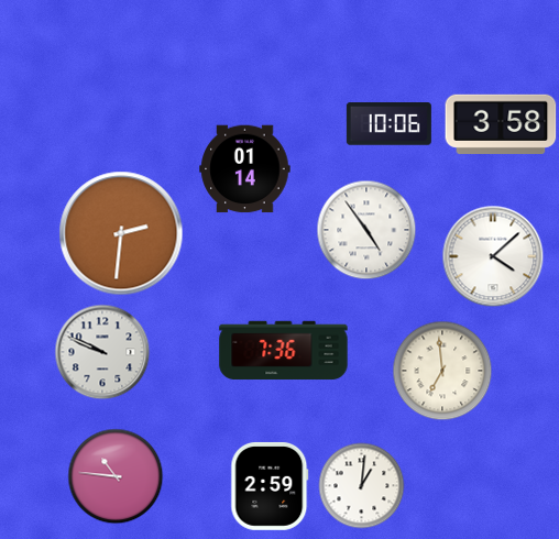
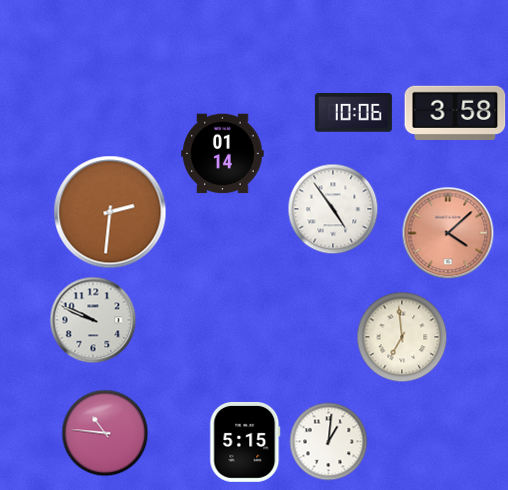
clock at (493, 256) dial: white -> salmon
clock at (284, 351): 7:36 -> none
clock at (270, 486): 2:59 -> 5:15
